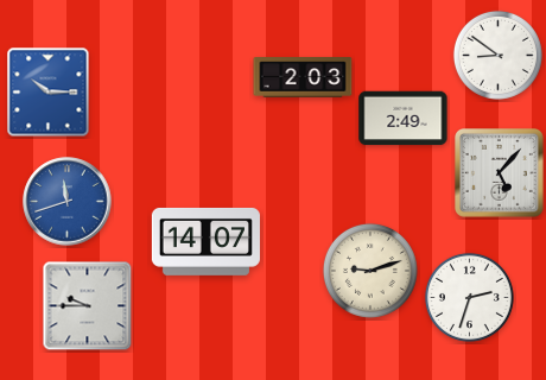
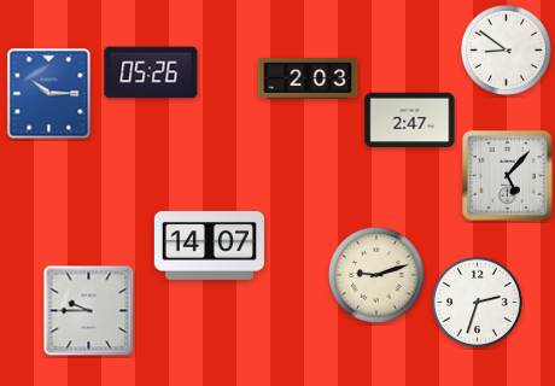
clock at (497, 55) position: (497, 55) -> (506, 49)
clock at (151, 72): none -> 05:26
clock at (404, 119): 2:49 -> 2:47
clock at (68, 202): 11:42 -> none
